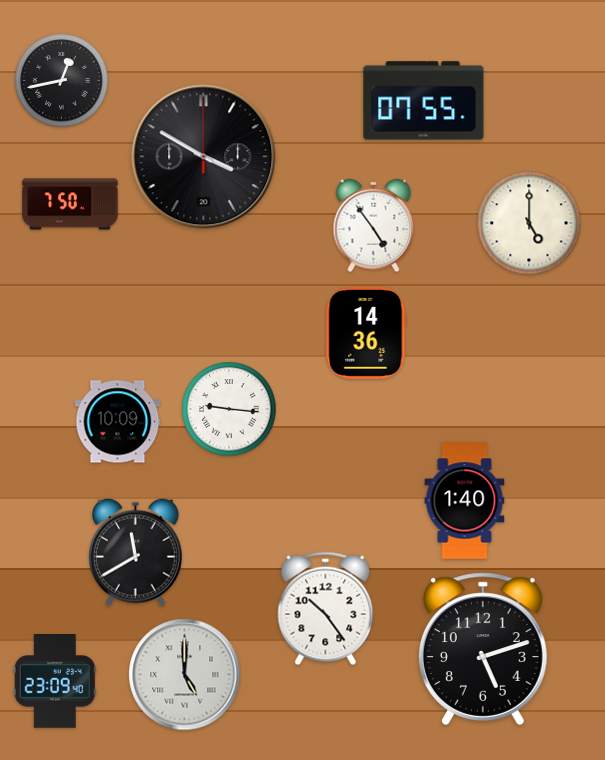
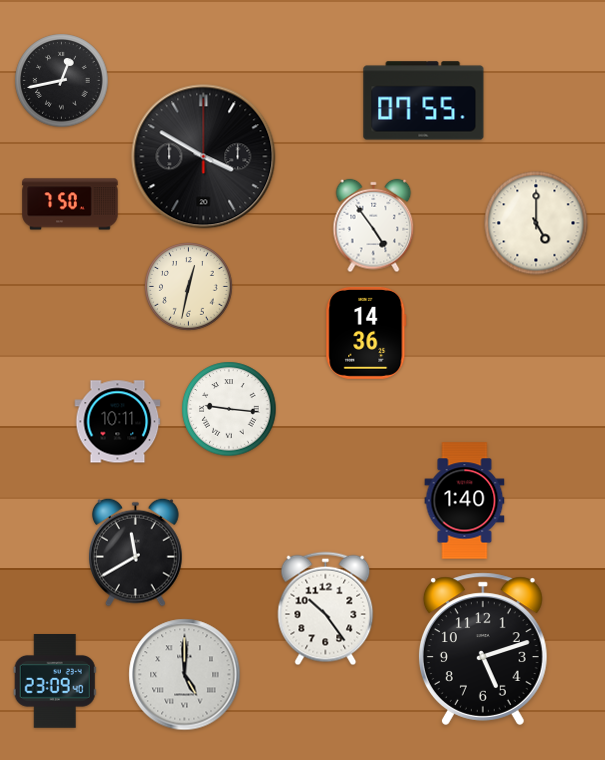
clock at (529, 223) position: (529, 223) -> (536, 223)
clock at (189, 287): none -> 12:32
clock at (118, 422): 10:09 -> 10:11
